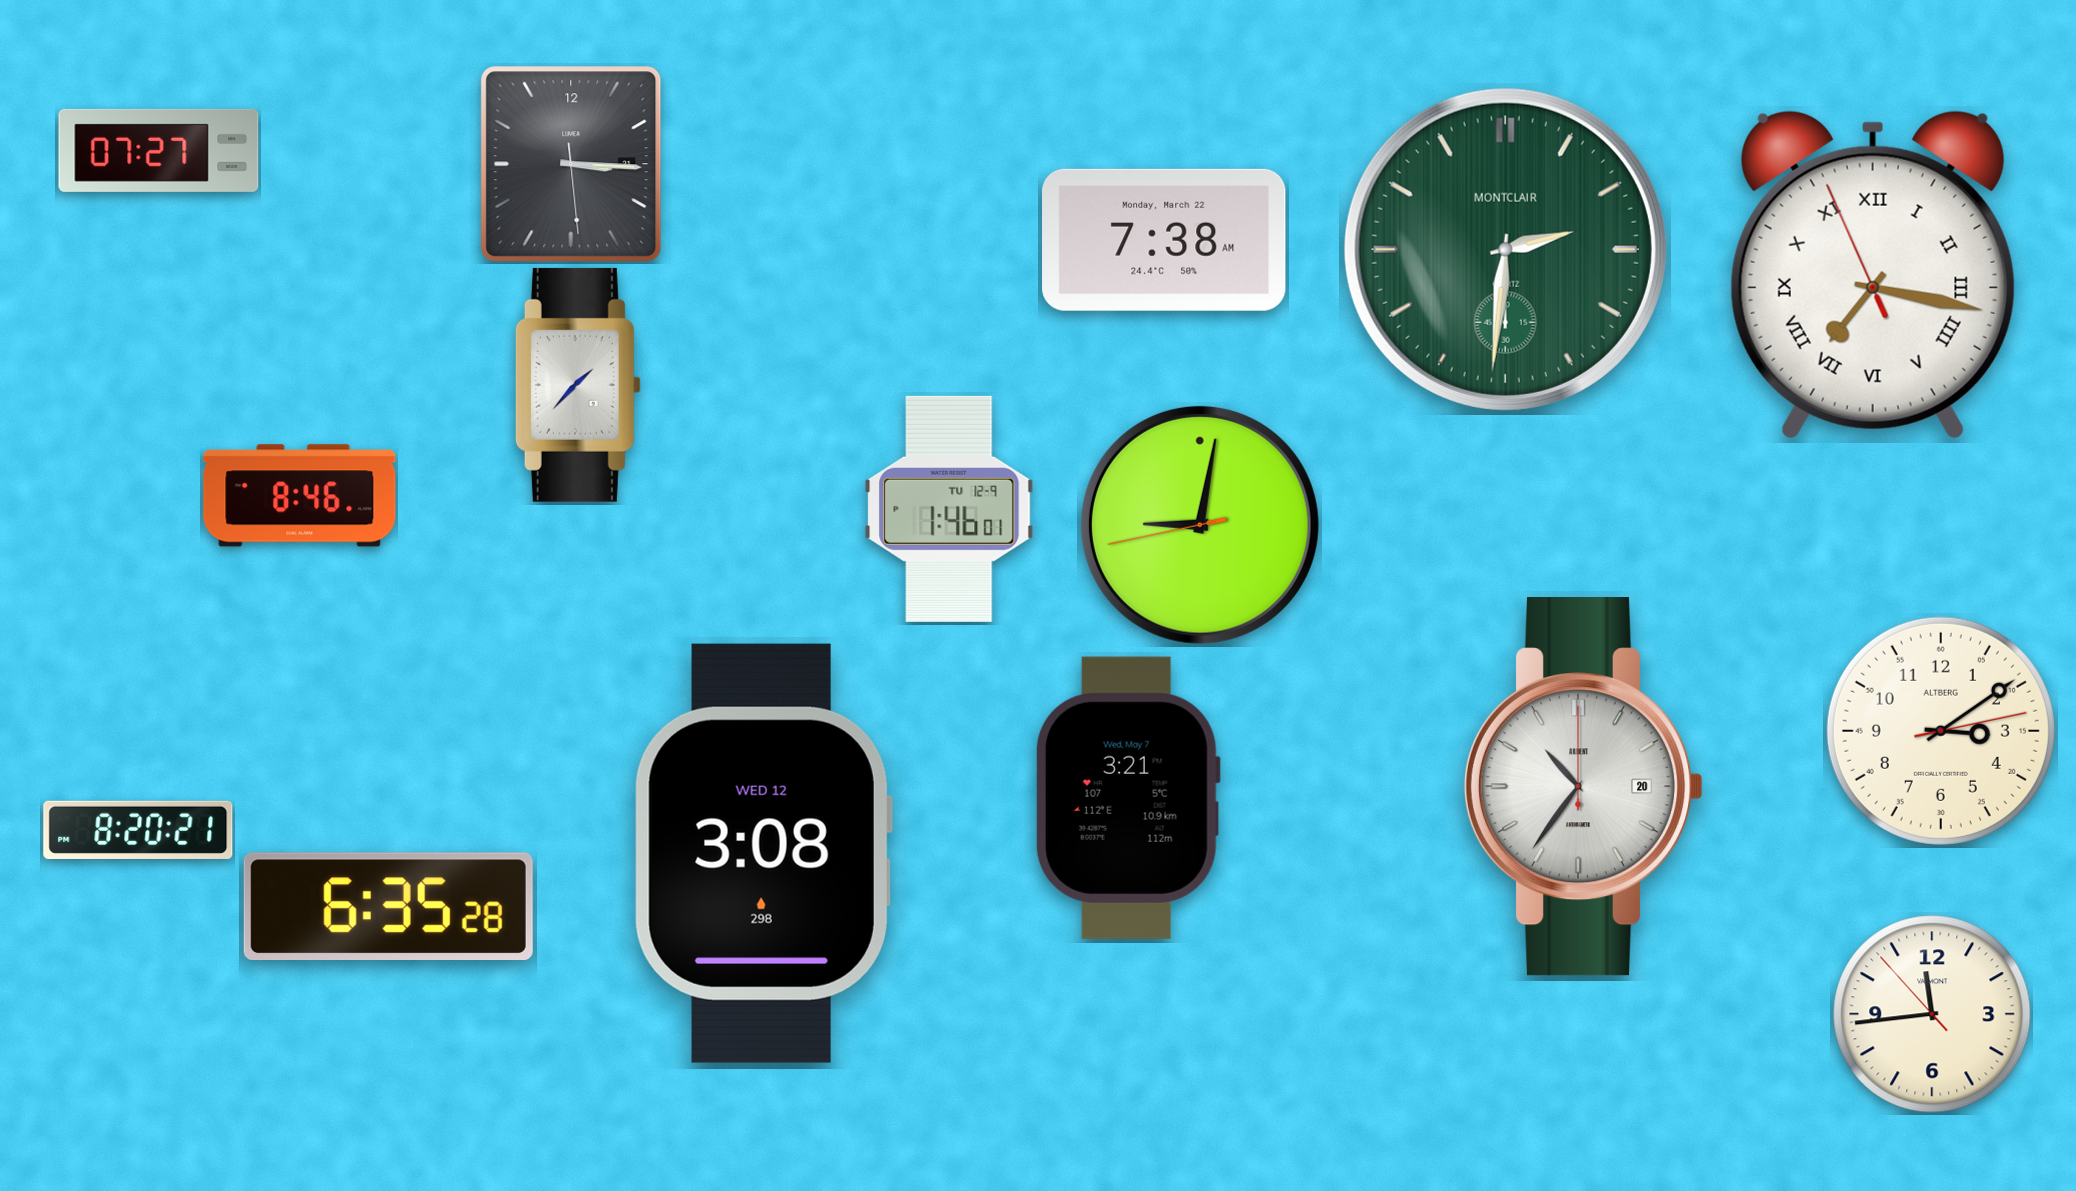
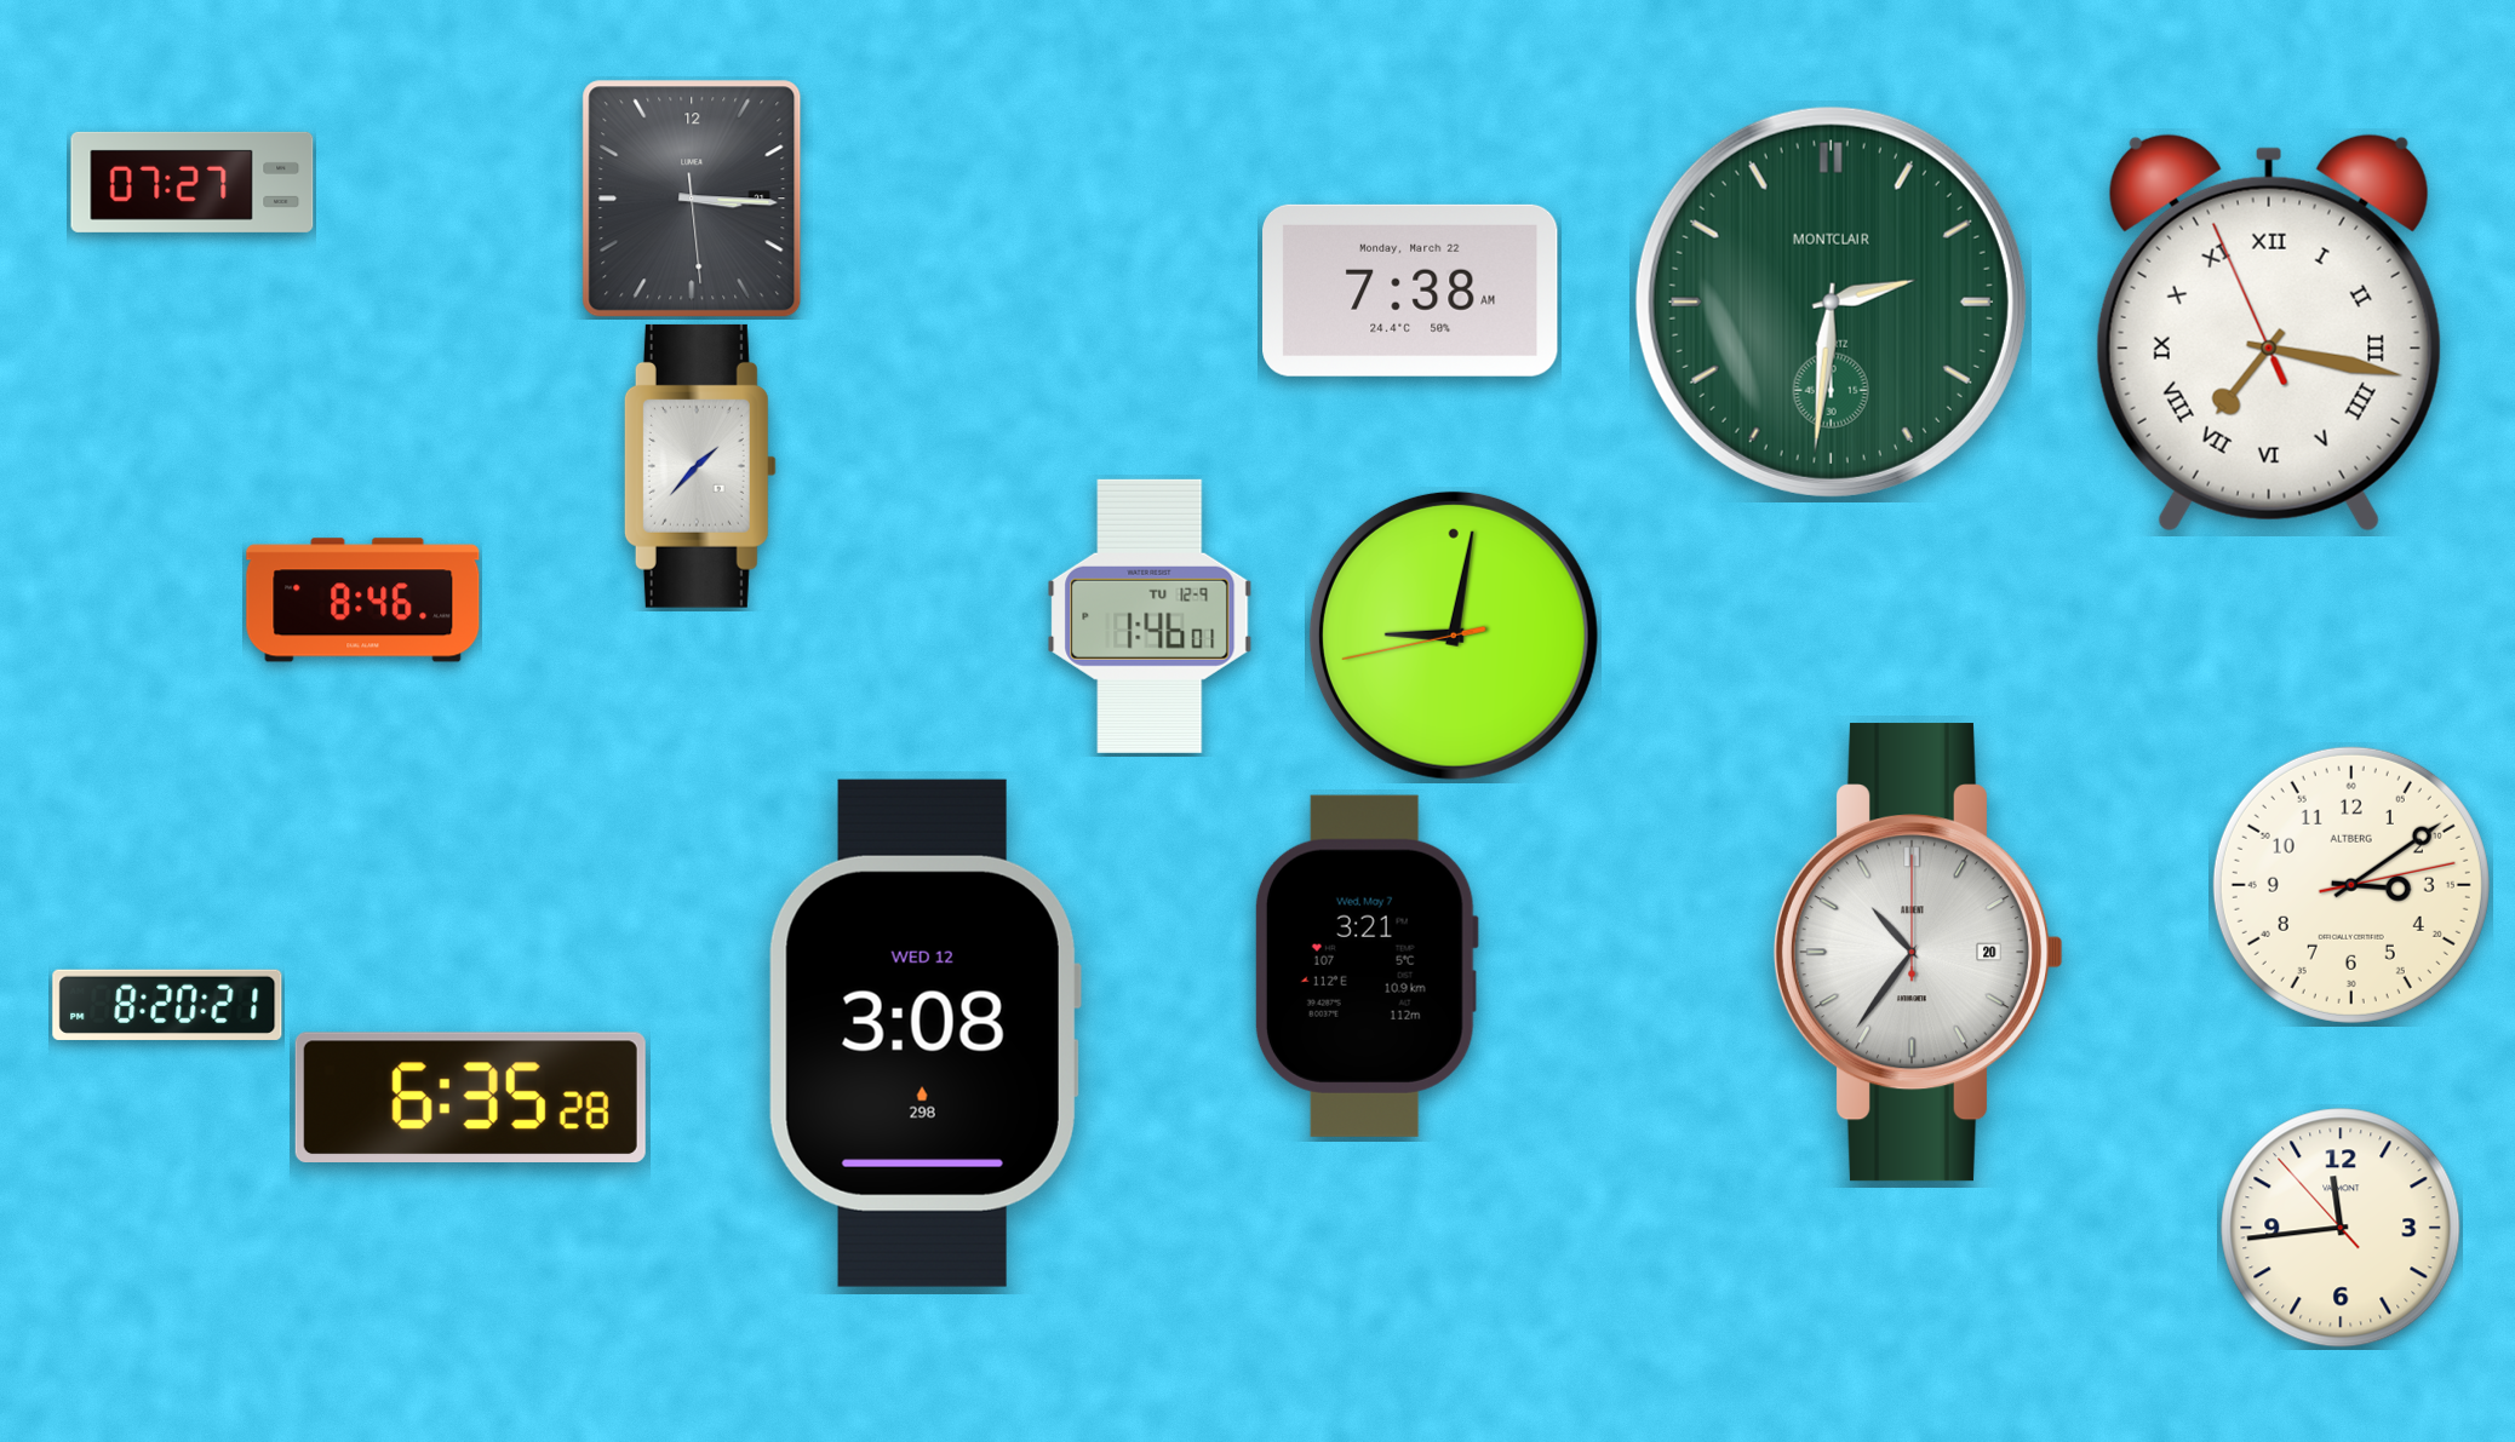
clock at (1505, 249) position: (1505, 249) -> (1831, 301)
